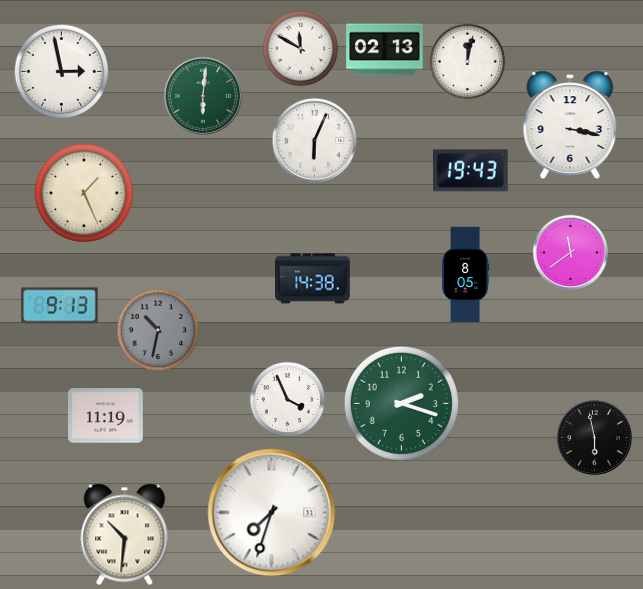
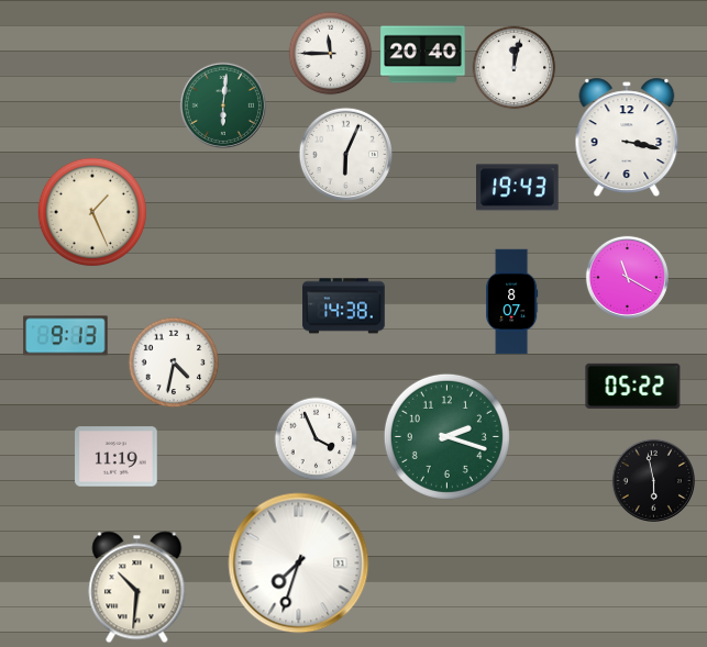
clock at (301, 49): 11:50 -> 11:45
clock at (385, 50): 02:13 -> 20:40
clock at (62, 72): 2:58 -> none
clock at (570, 252): 11:39 -> 11:20
clock at (466, 275): 8:05 -> 8:07
clock at (158, 330): 10:32 -> 4:32
clock at (158, 330) dial: grey -> white
clock at (633, 386): none -> 05:22
clock at (401, 403) position: (401, 403) -> (446, 436)
